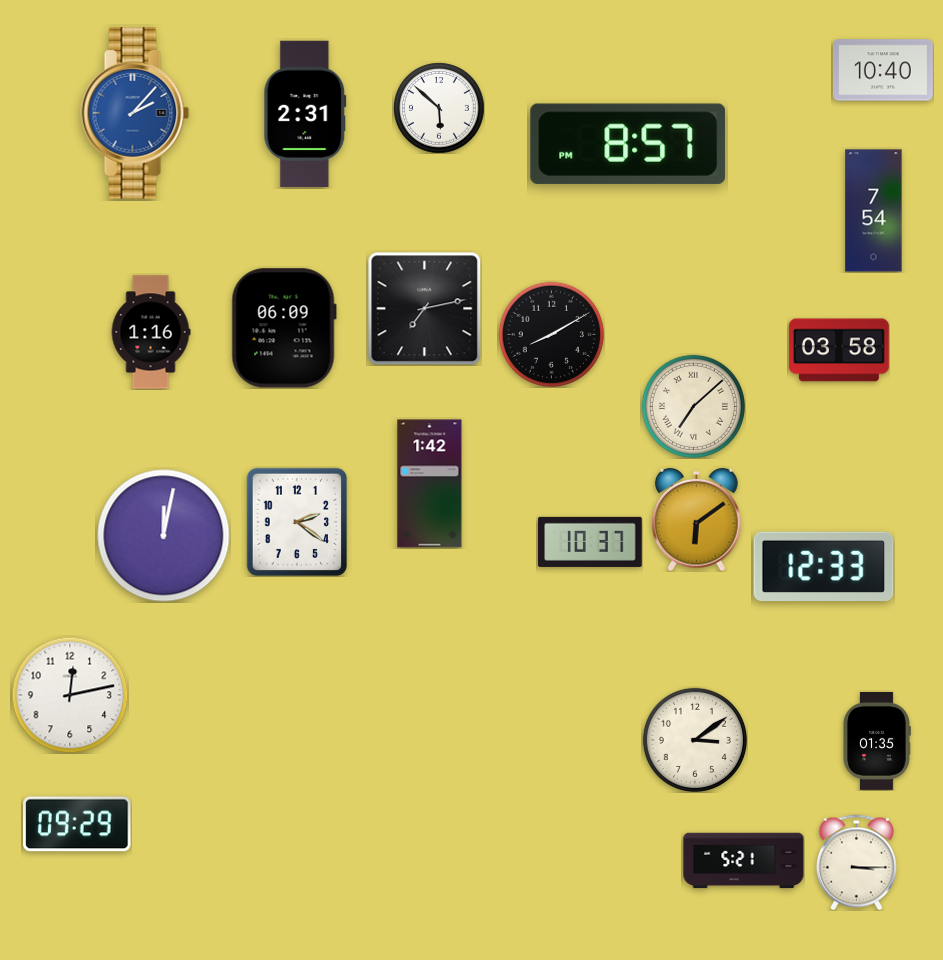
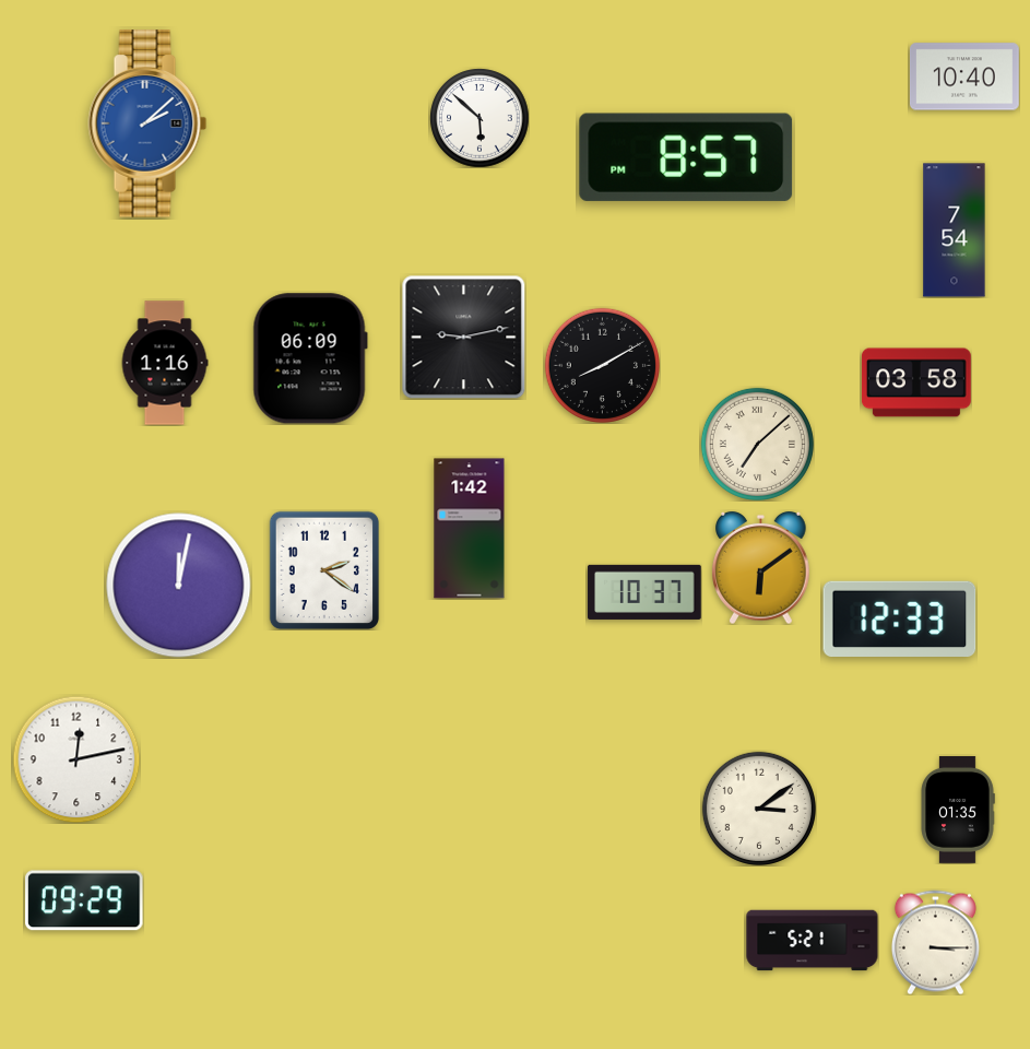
clock at (135, 113): 2:07 -> 2:08
clock at (305, 114): 2:31 -> none
clock at (424, 308): 7:13 -> 9:13
